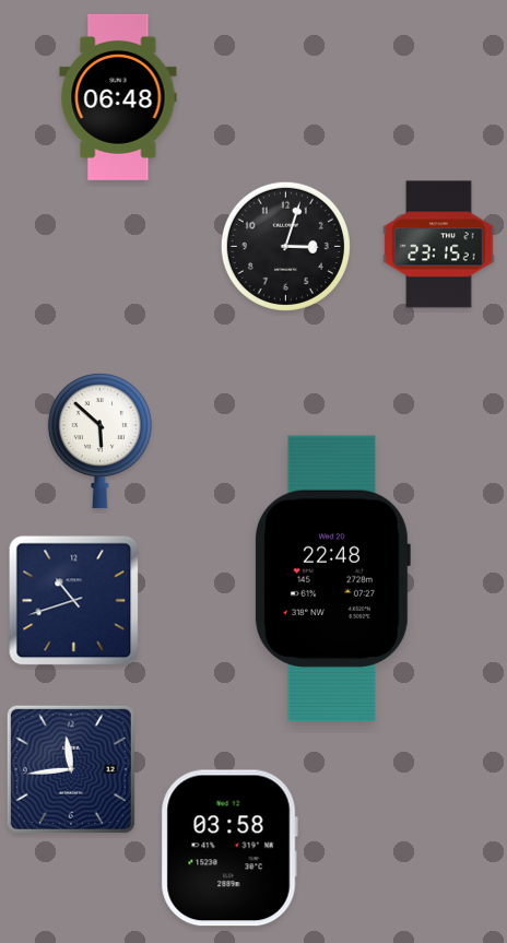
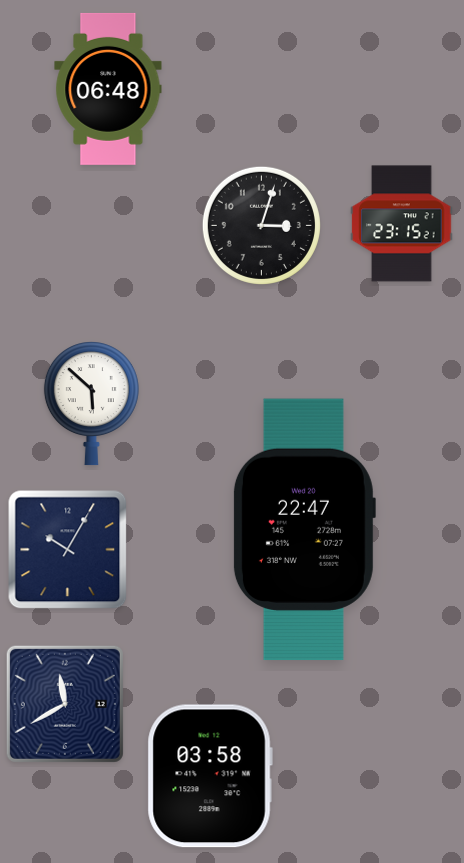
clock at (332, 579): 22:48 -> 22:47
clock at (74, 601): 10:42 -> 10:05
clock at (71, 769): 11:44 -> 11:40
